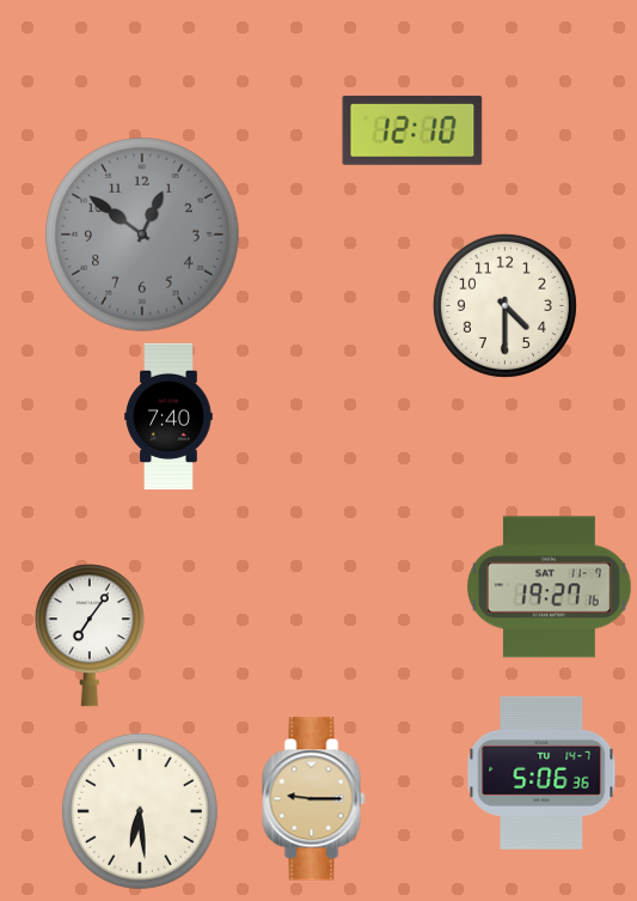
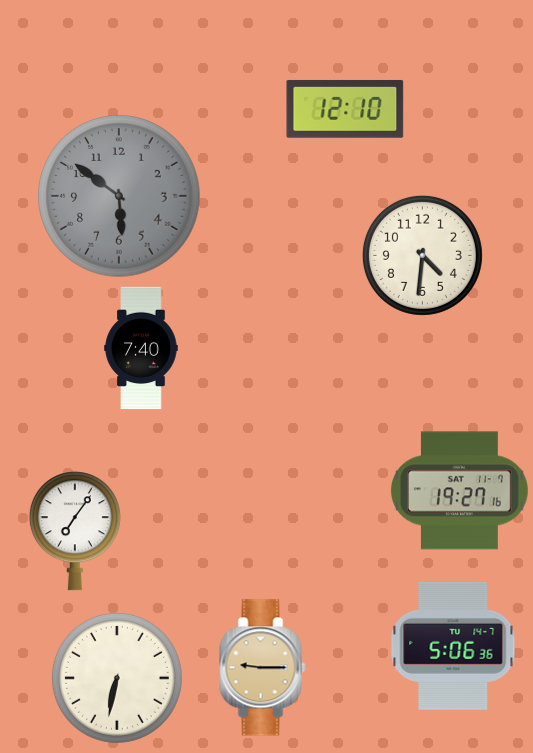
clock at (142, 235): 12:51 -> 5:51
clock at (504, 305): 4:30 -> 4:31
clock at (140, 811): 6:29 -> 6:32
